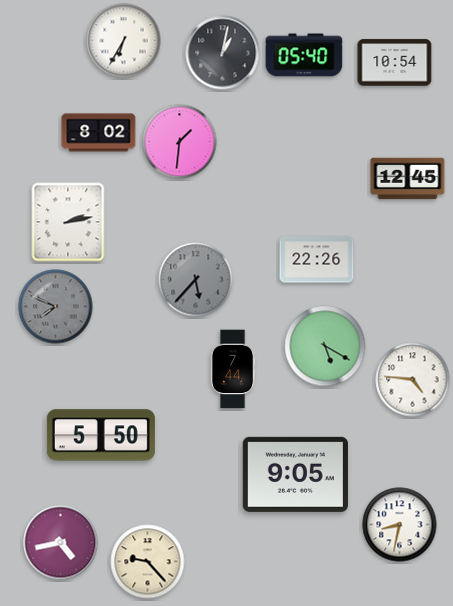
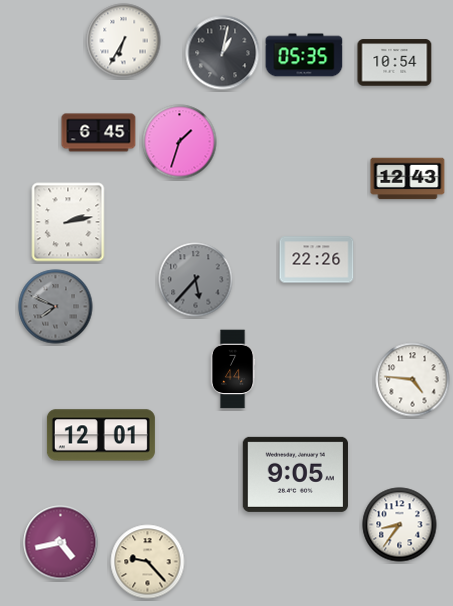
clock at (304, 55): 05:40 -> 05:35
clock at (99, 133): 8:02 -> 6:45
clock at (180, 142): 1:31 -> 1:33
clock at (408, 179): 12:45 -> 12:43
clock at (325, 346): 5:20 -> none
clock at (101, 435): 5:50 -> 12:01
clock at (400, 525): 8:32 -> 8:36
